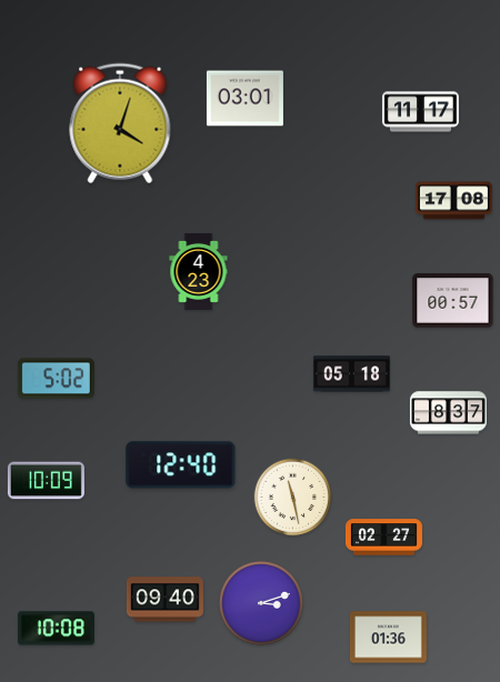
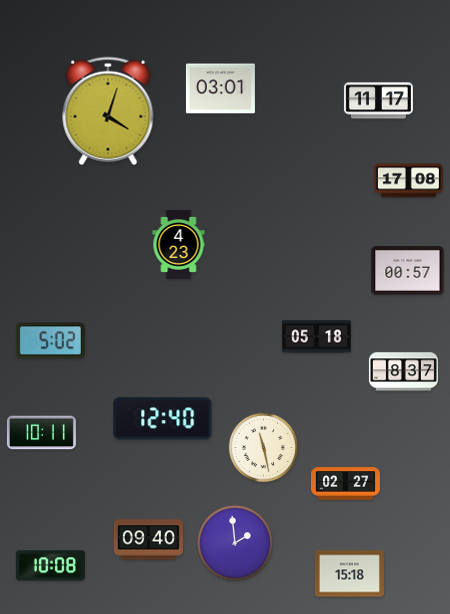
clock at (46, 481): 10:09 -> 10:11
clock at (261, 603): 3:12 -> 1:59
clock at (388, 638): 01:36 -> 15:18
